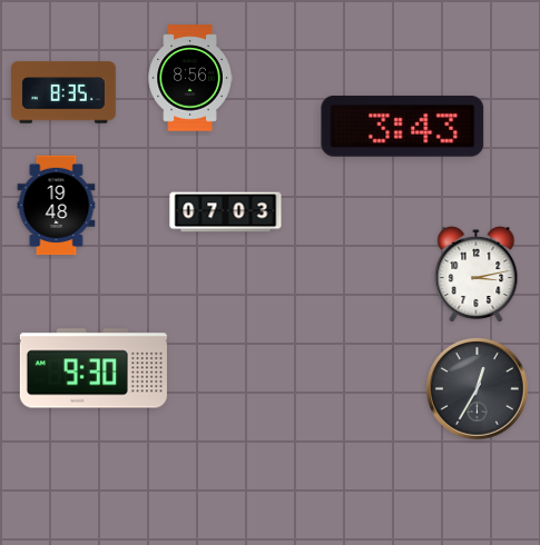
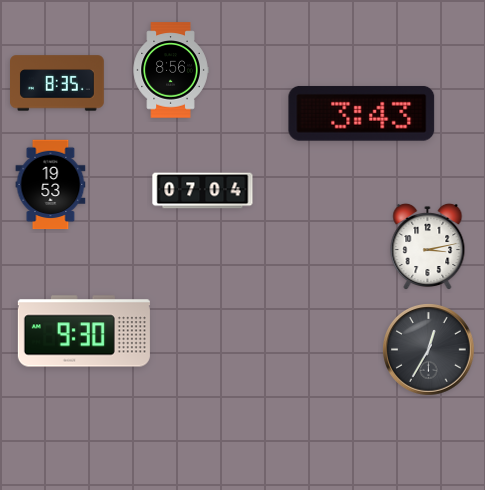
clock at (57, 206): 19:48 -> 19:53
clock at (226, 212): 07:03 -> 07:04
